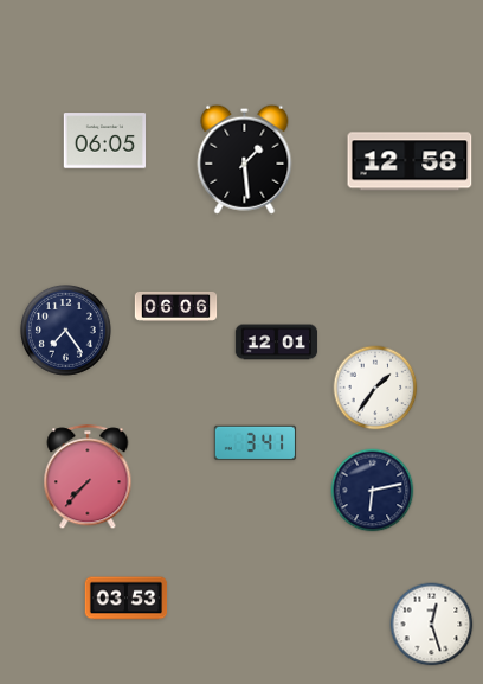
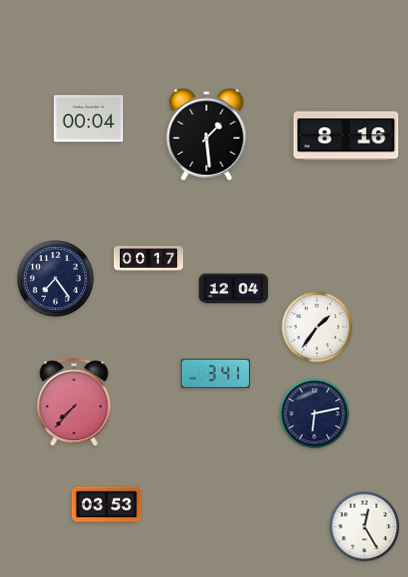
clock at (105, 141): 06:05 -> 00:04
clock at (410, 161): 12:58 -> 8:16
clock at (176, 306): 06:06 -> 00:17
clock at (277, 343): 12:01 -> 12:04
clock at (432, 625): 12:27 -> 12:25
